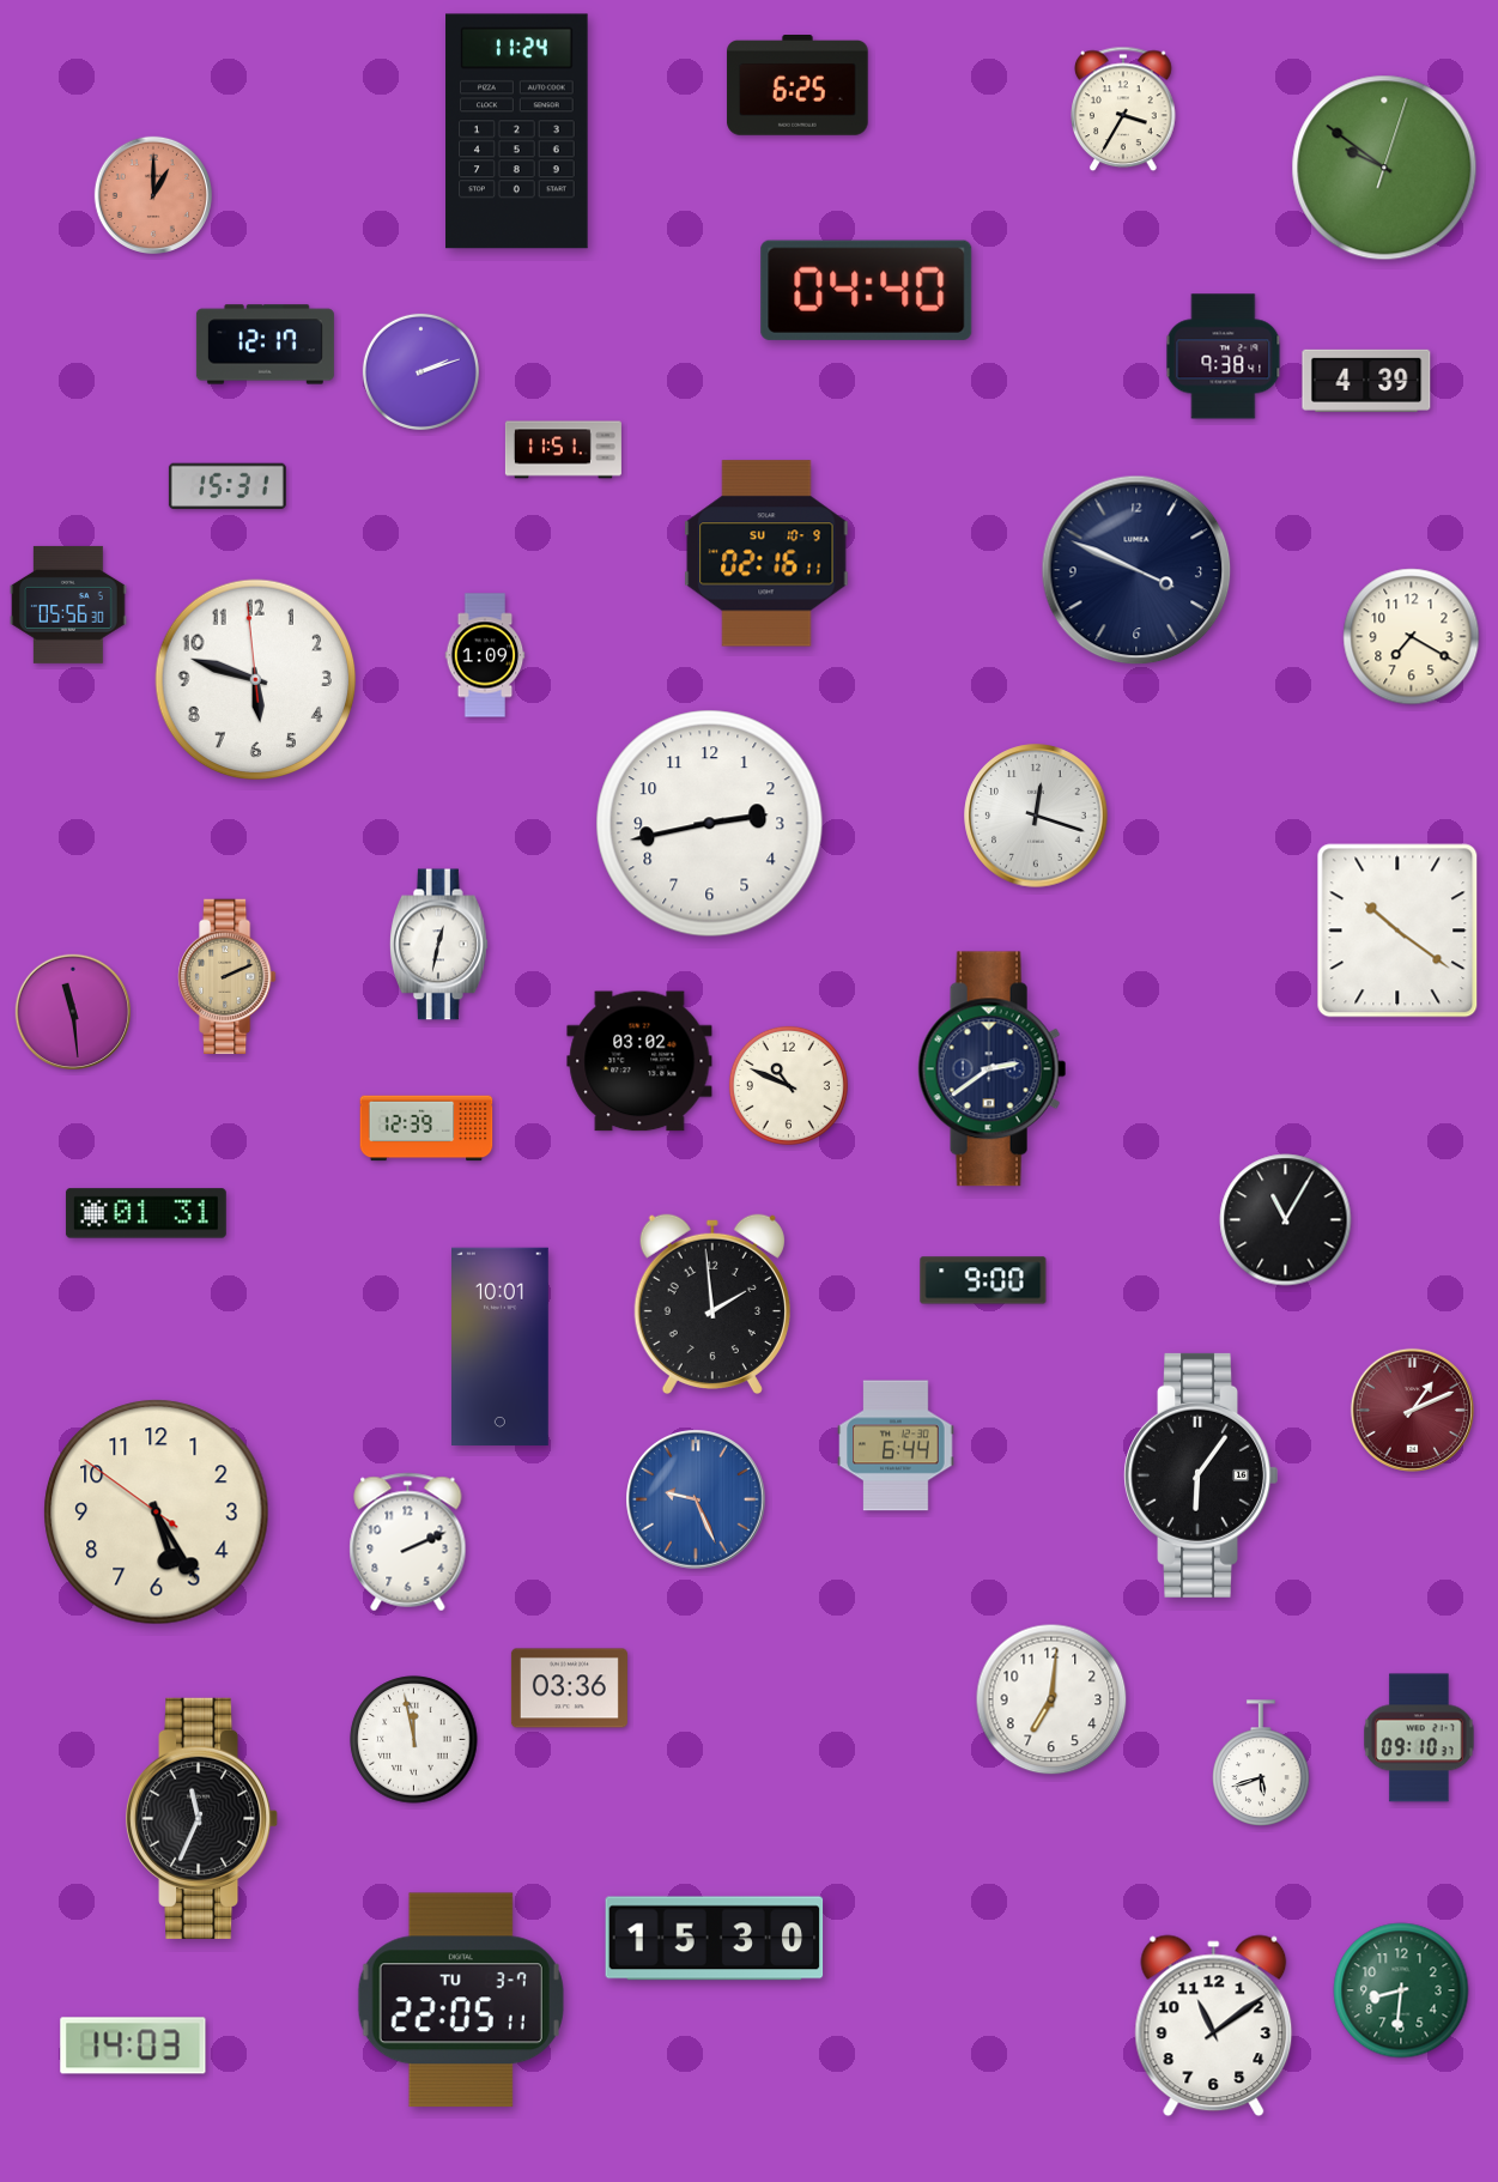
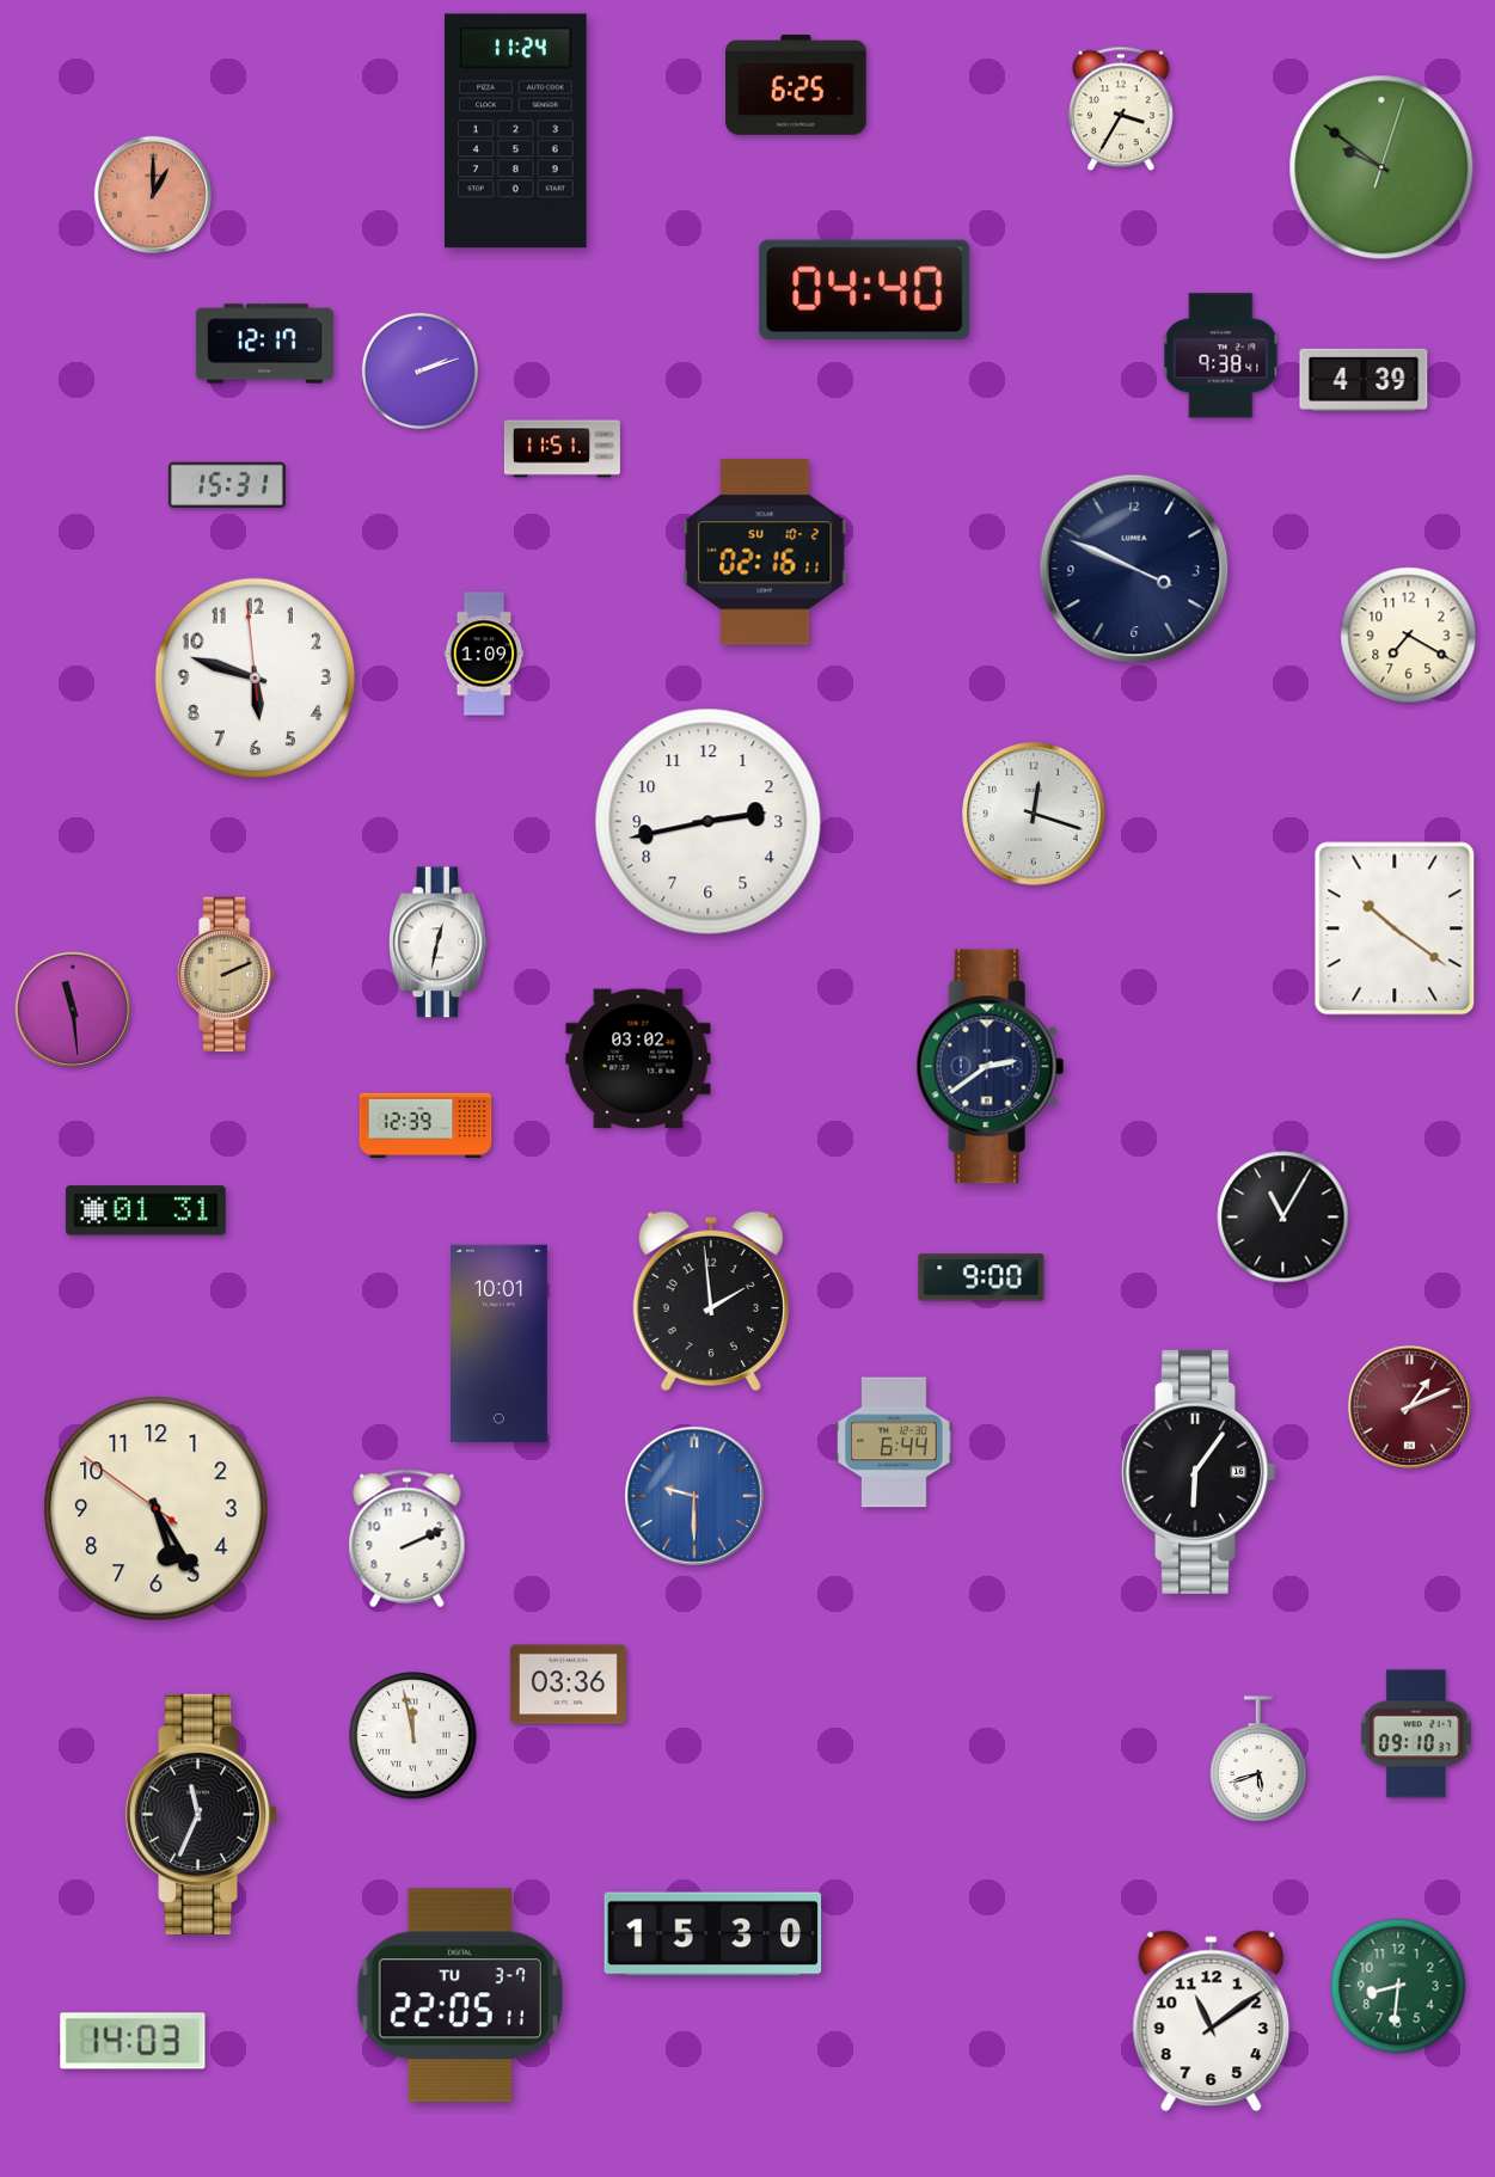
clock at (766, 553) date: SU 10-9 -> SU 10-2
clock at (68, 605): 05:56 -> none
clock at (788, 1085): 10:49 -> none
clock at (696, 1499): 9:26 -> 9:30
clock at (1051, 1699): 7:01 -> none
